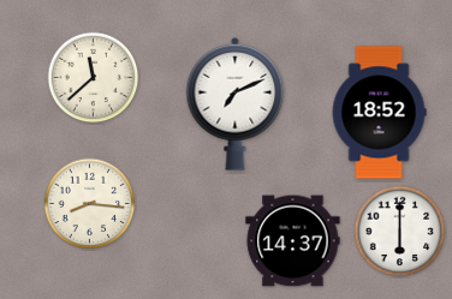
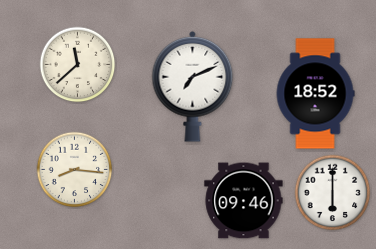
clock at (236, 104) position: (236, 104) -> (193, 87)
clock at (293, 241): 14:37 -> 09:46
